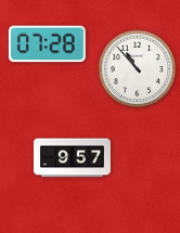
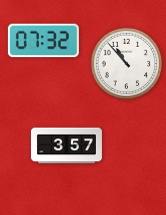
clock at (47, 44): 07:28 -> 07:32
clock at (72, 158): 9:57 -> 3:57
